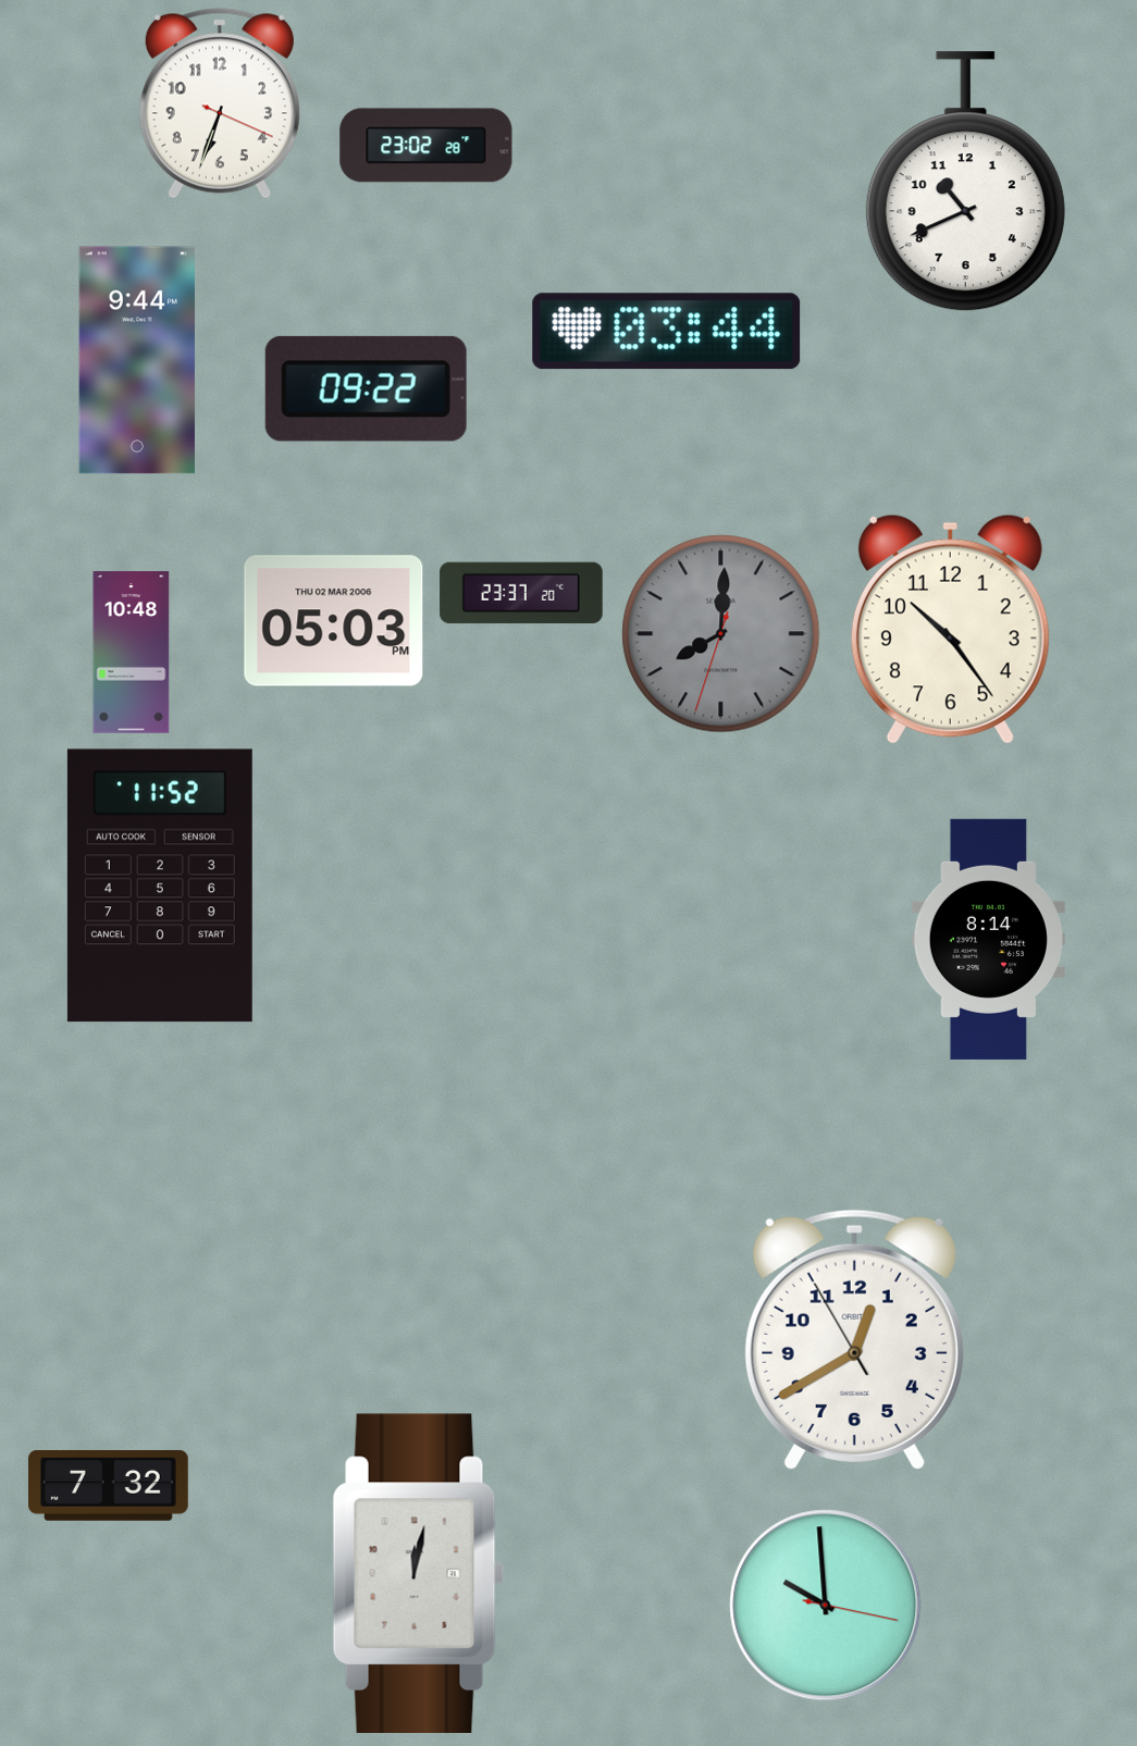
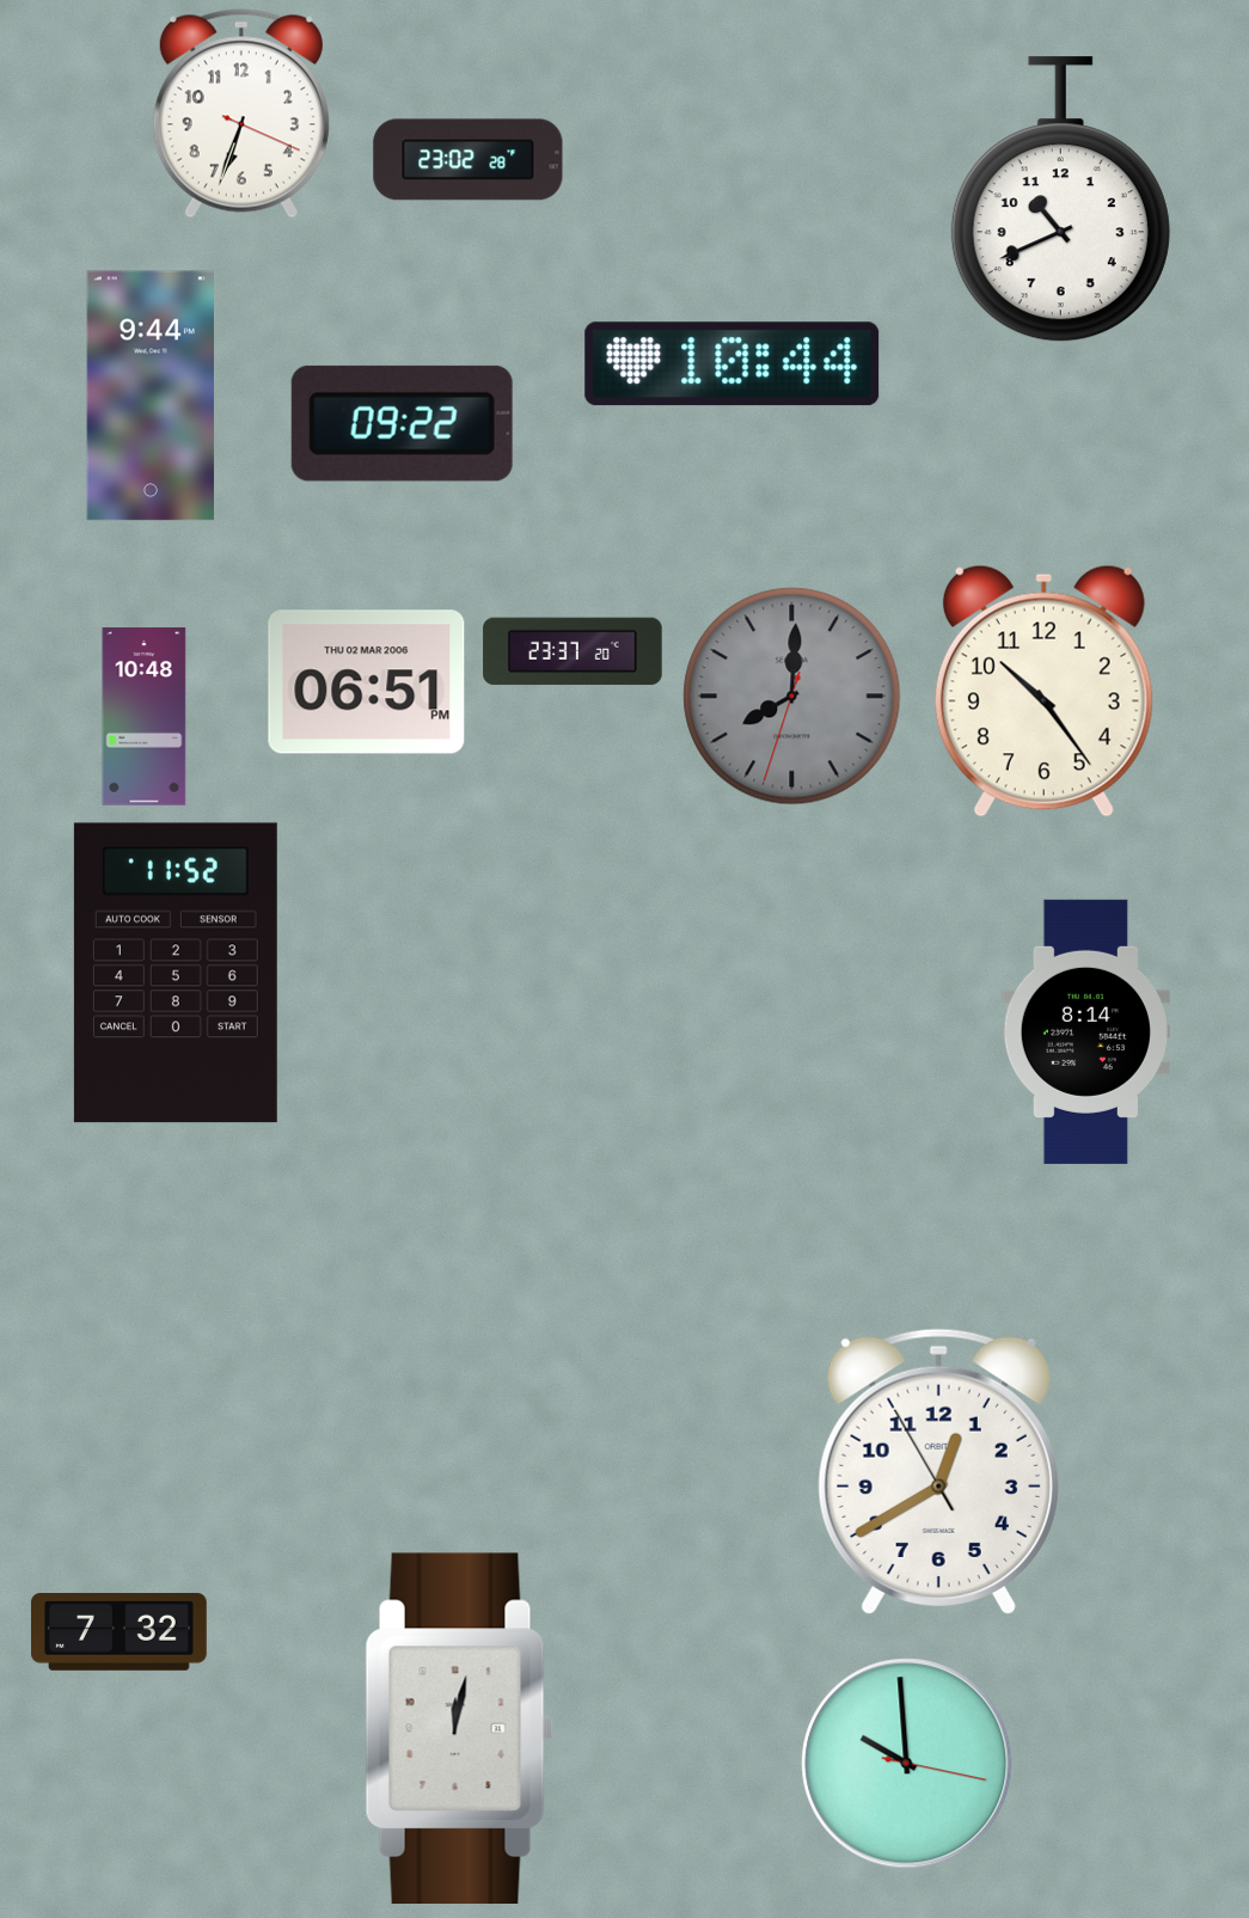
clock at (667, 332): 03:44 -> 10:44
clock at (366, 388) position: (366, 388) -> (402, 423)
clock at (334, 621): 05:03 -> 06:51
